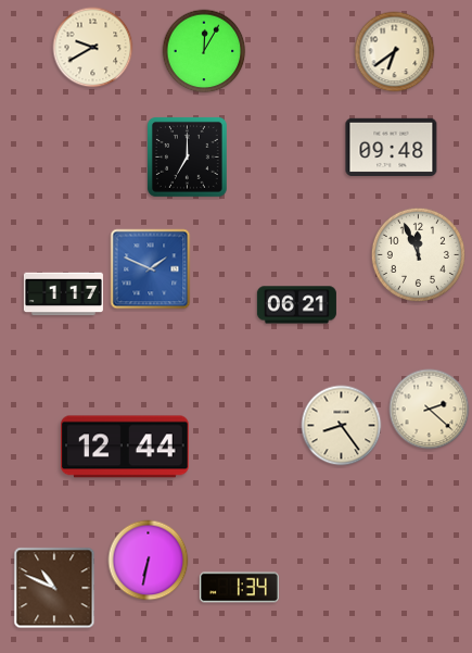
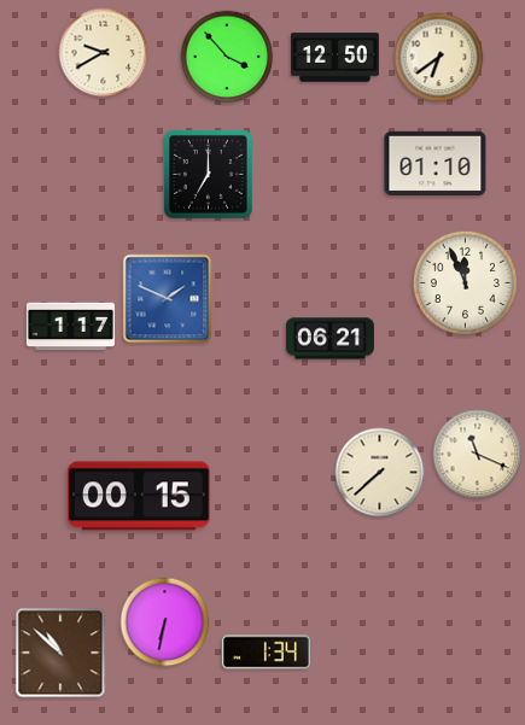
clock at (204, 51): 12:05 -> 3:53
clock at (334, 58): none -> 12:50
clock at (392, 147): 09:48 -> 01:10
clock at (430, 410): 2:22 -> 11:19
clock at (342, 426): 8:24 -> 7:38
clock at (125, 447): 12:44 -> 00:15
clock at (54, 588): 10:49 -> 10:52
